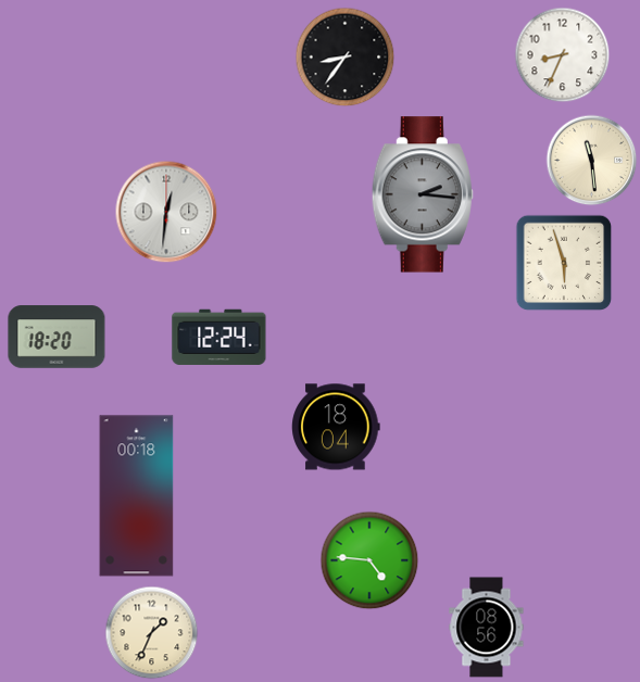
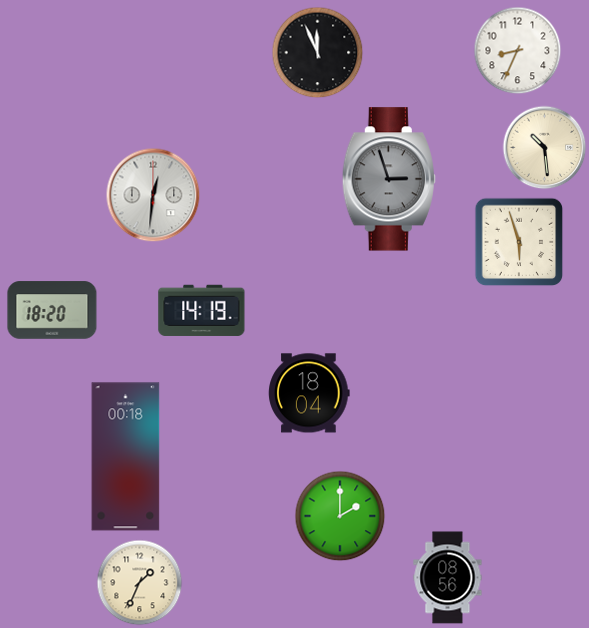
clock at (346, 58): 8:36 -> 11:56
clock at (592, 161): 11:29 -> 10:29
clock at (423, 194): 2:16 -> 2:57
clock at (219, 337): 12:24 -> 14:19
clock at (369, 560): 4:46 -> 2:00
